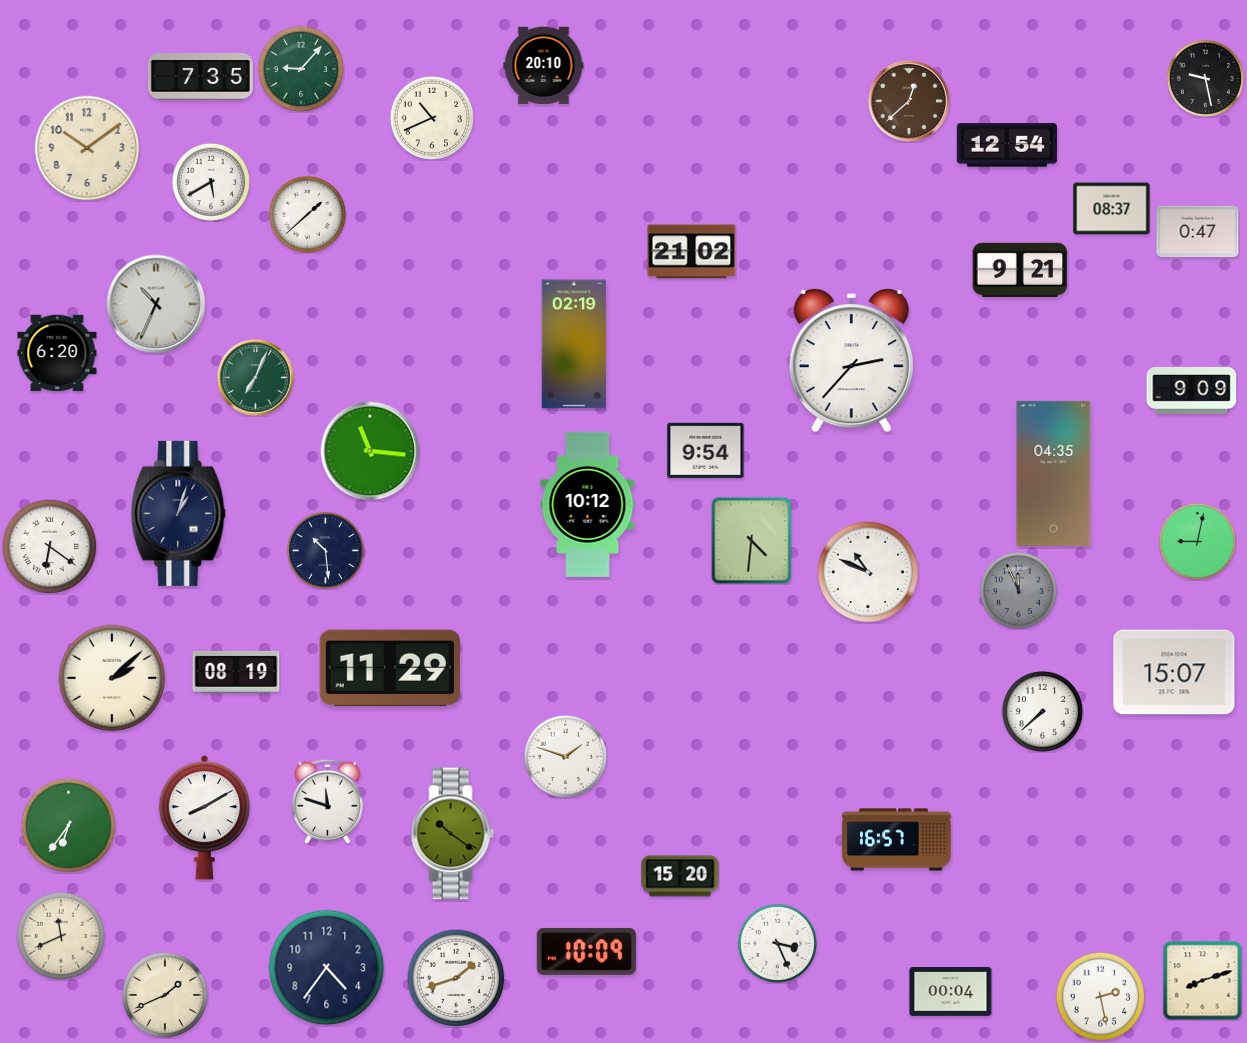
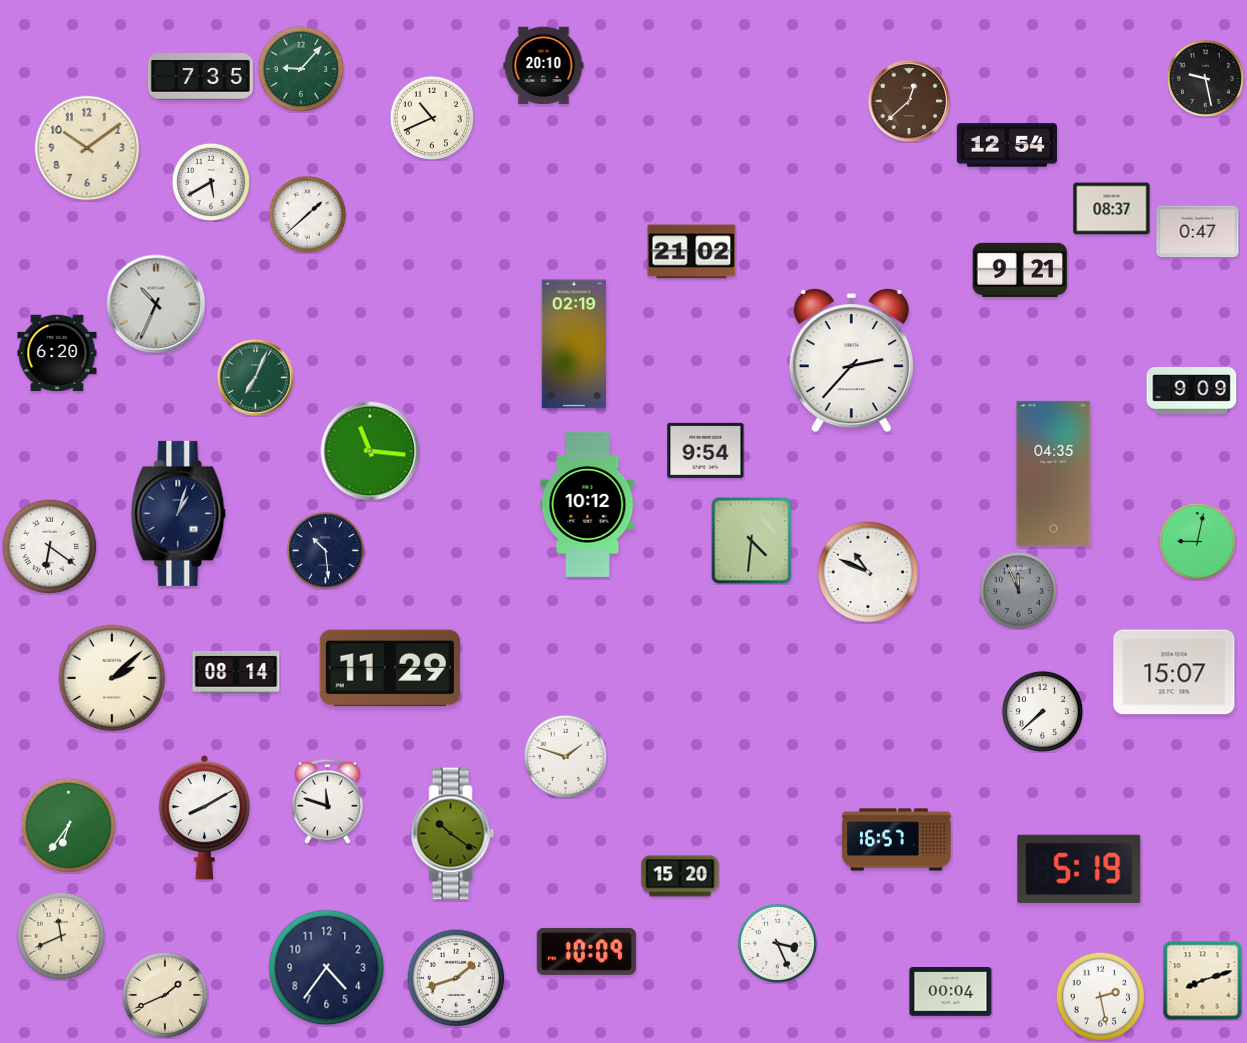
clock at (236, 672): 08:19 -> 08:14
clock at (1079, 869): none -> 5:19
